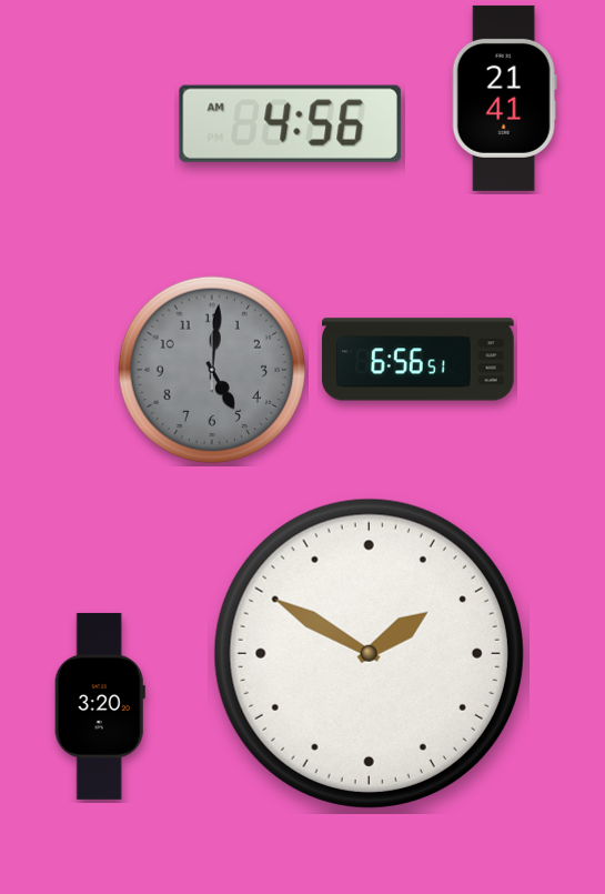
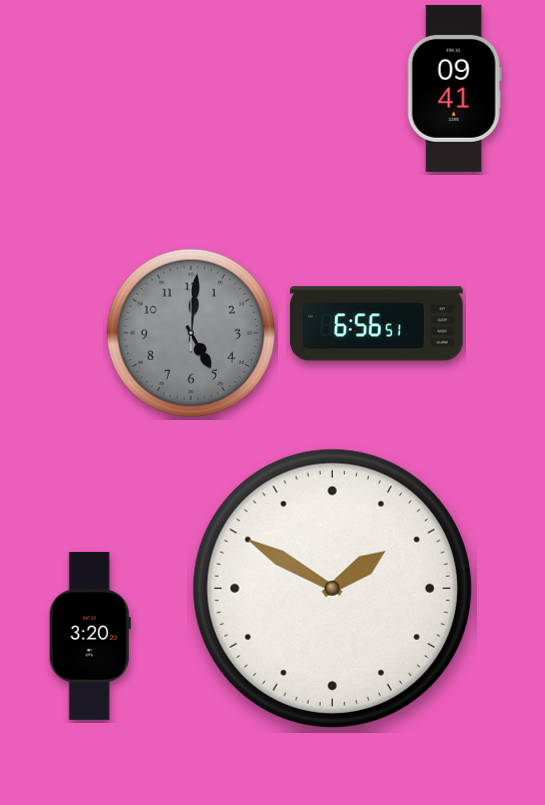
clock at (504, 98): 21:41 -> 09:41
clock at (290, 123): 4:56 -> none
